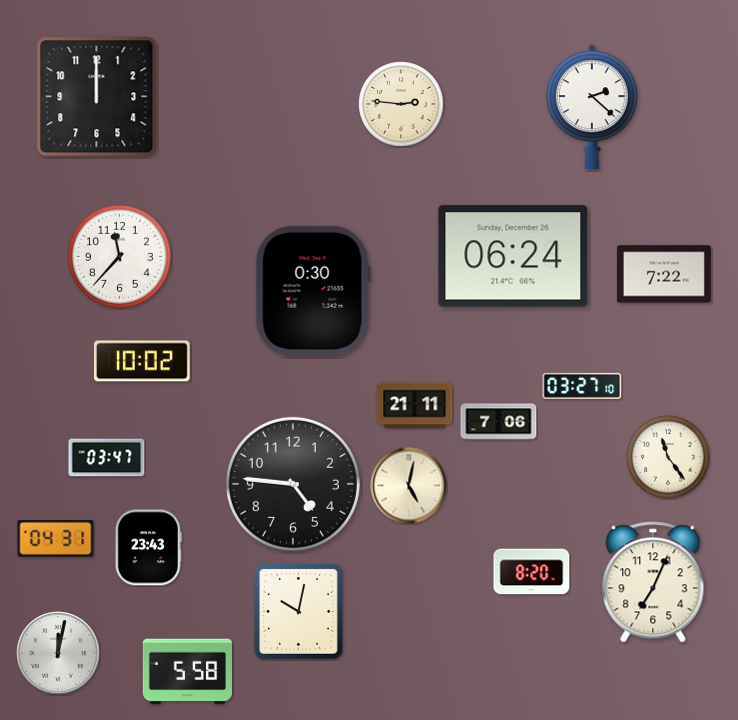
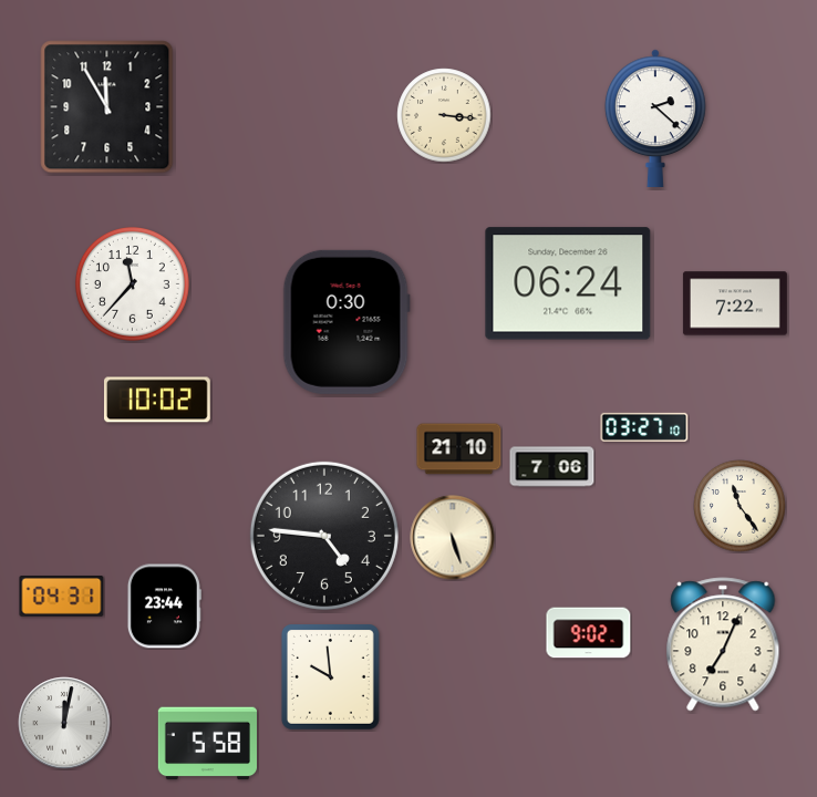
clock at (97, 97): 12:00 -> 11:55
clock at (401, 104): 2:46 -> 3:16
clock at (415, 406): 21:11 -> 21:10
clock at (107, 458): 03:47 -> none
clock at (409, 486): 5:02 -> 5:27
clock at (148, 548): 23:43 -> 23:44
clock at (532, 572): 8:20 -> 9:02
clock at (299, 612): 10:02 -> 9:59
